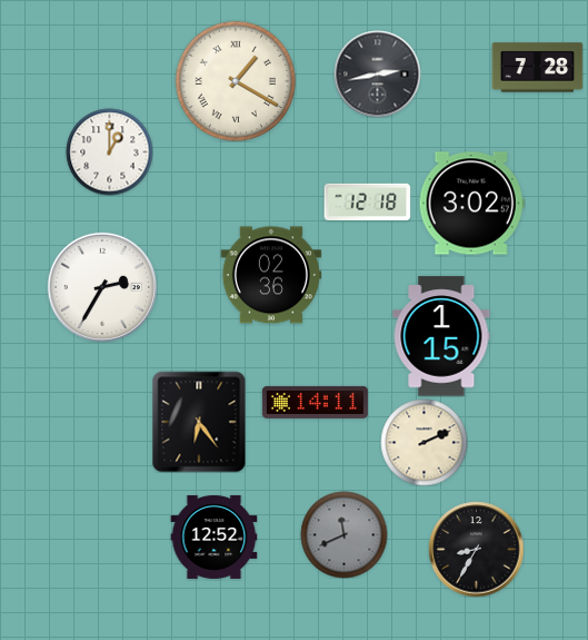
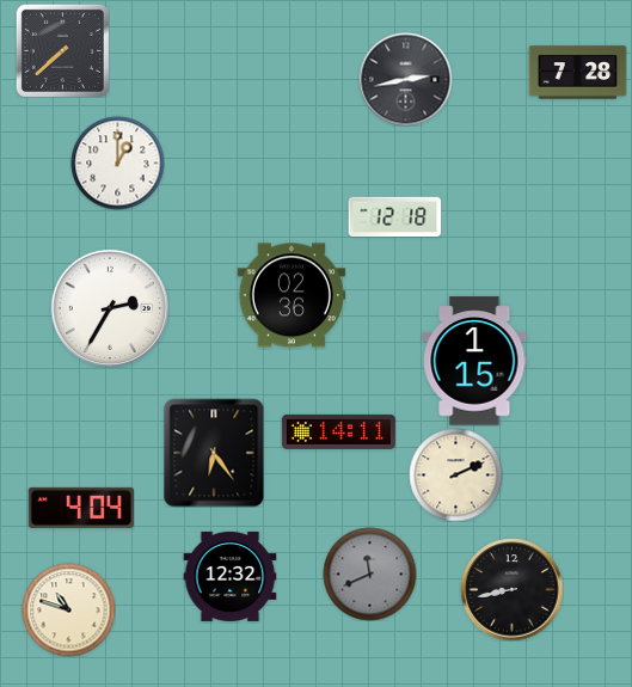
clock at (62, 50): none -> 7:38
clock at (236, 81): 1:20 -> none
clock at (471, 204): 3:02 -> none
clock at (80, 508): none -> 4:04
clock at (213, 536): 12:52 -> 12:32
clock at (476, 549): 8:35 -> 8:43
clock at (68, 609): none -> 10:48
